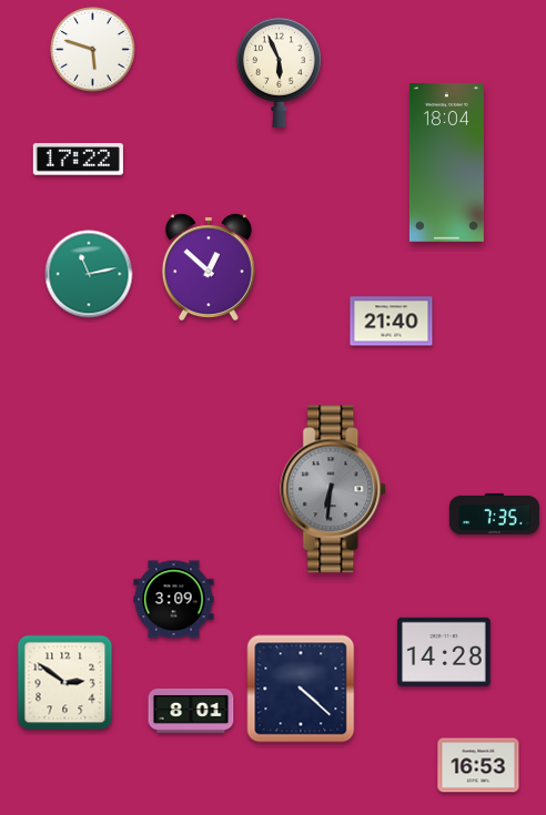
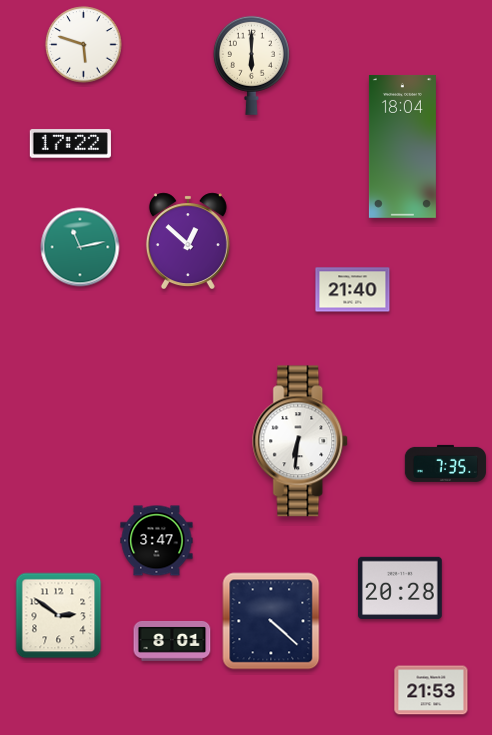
clock at (279, 72): 5:56 -> 6:00
clock at (334, 489) dial: grey -> white
clock at (174, 600): 3:09 -> 3:47
clock at (445, 651): 14:28 -> 20:28
clock at (478, 765): 16:53 -> 21:53
